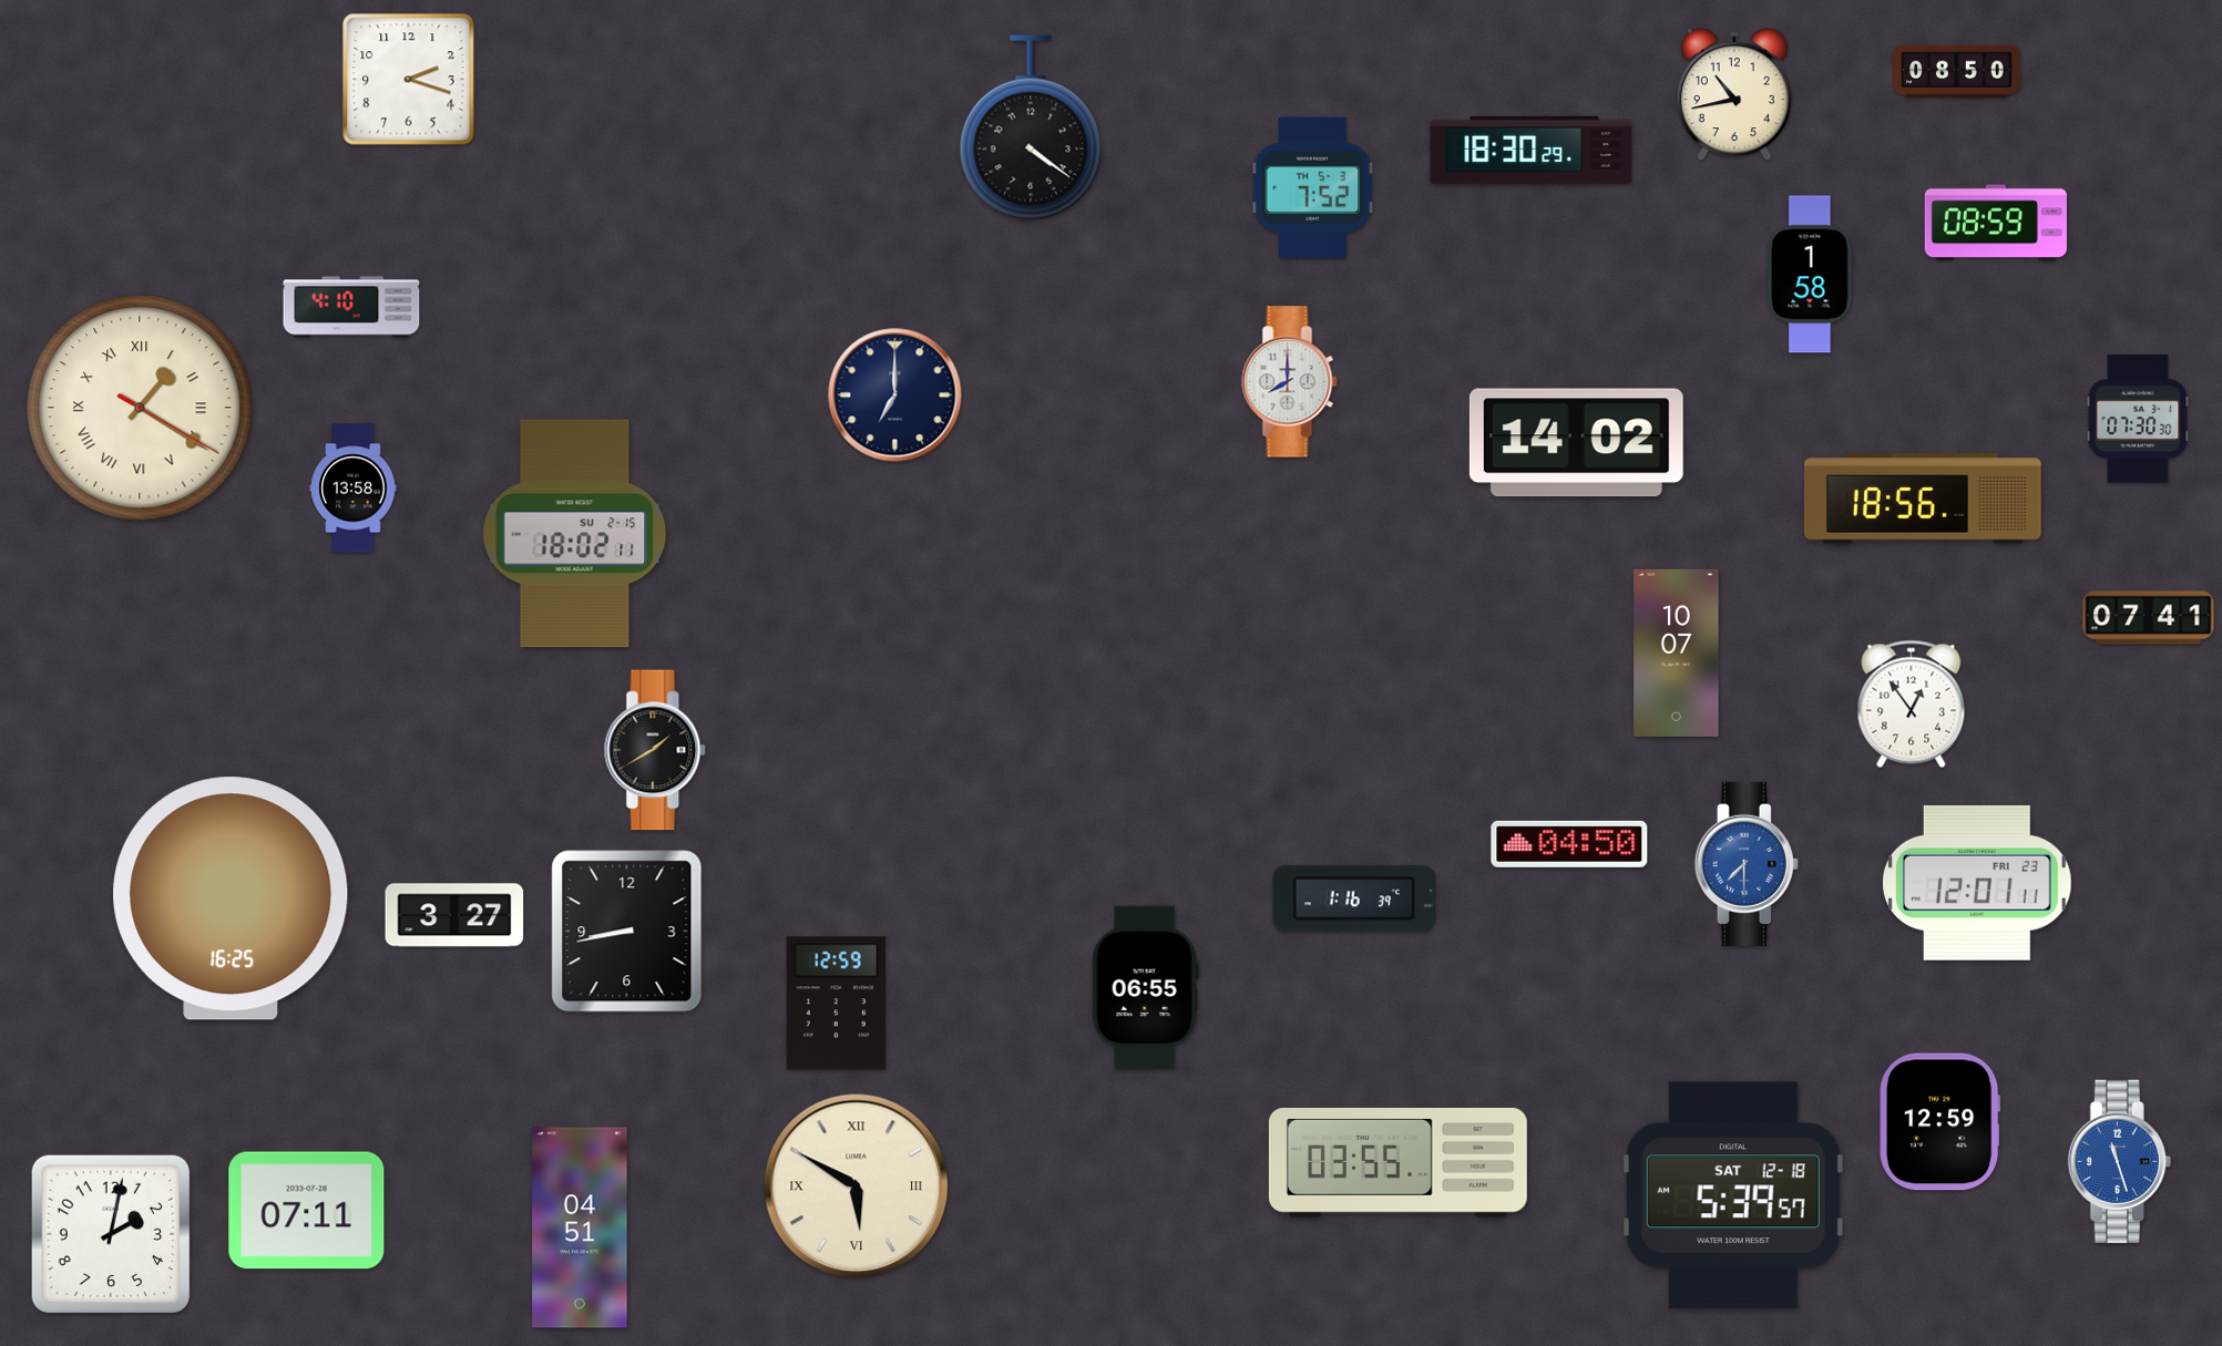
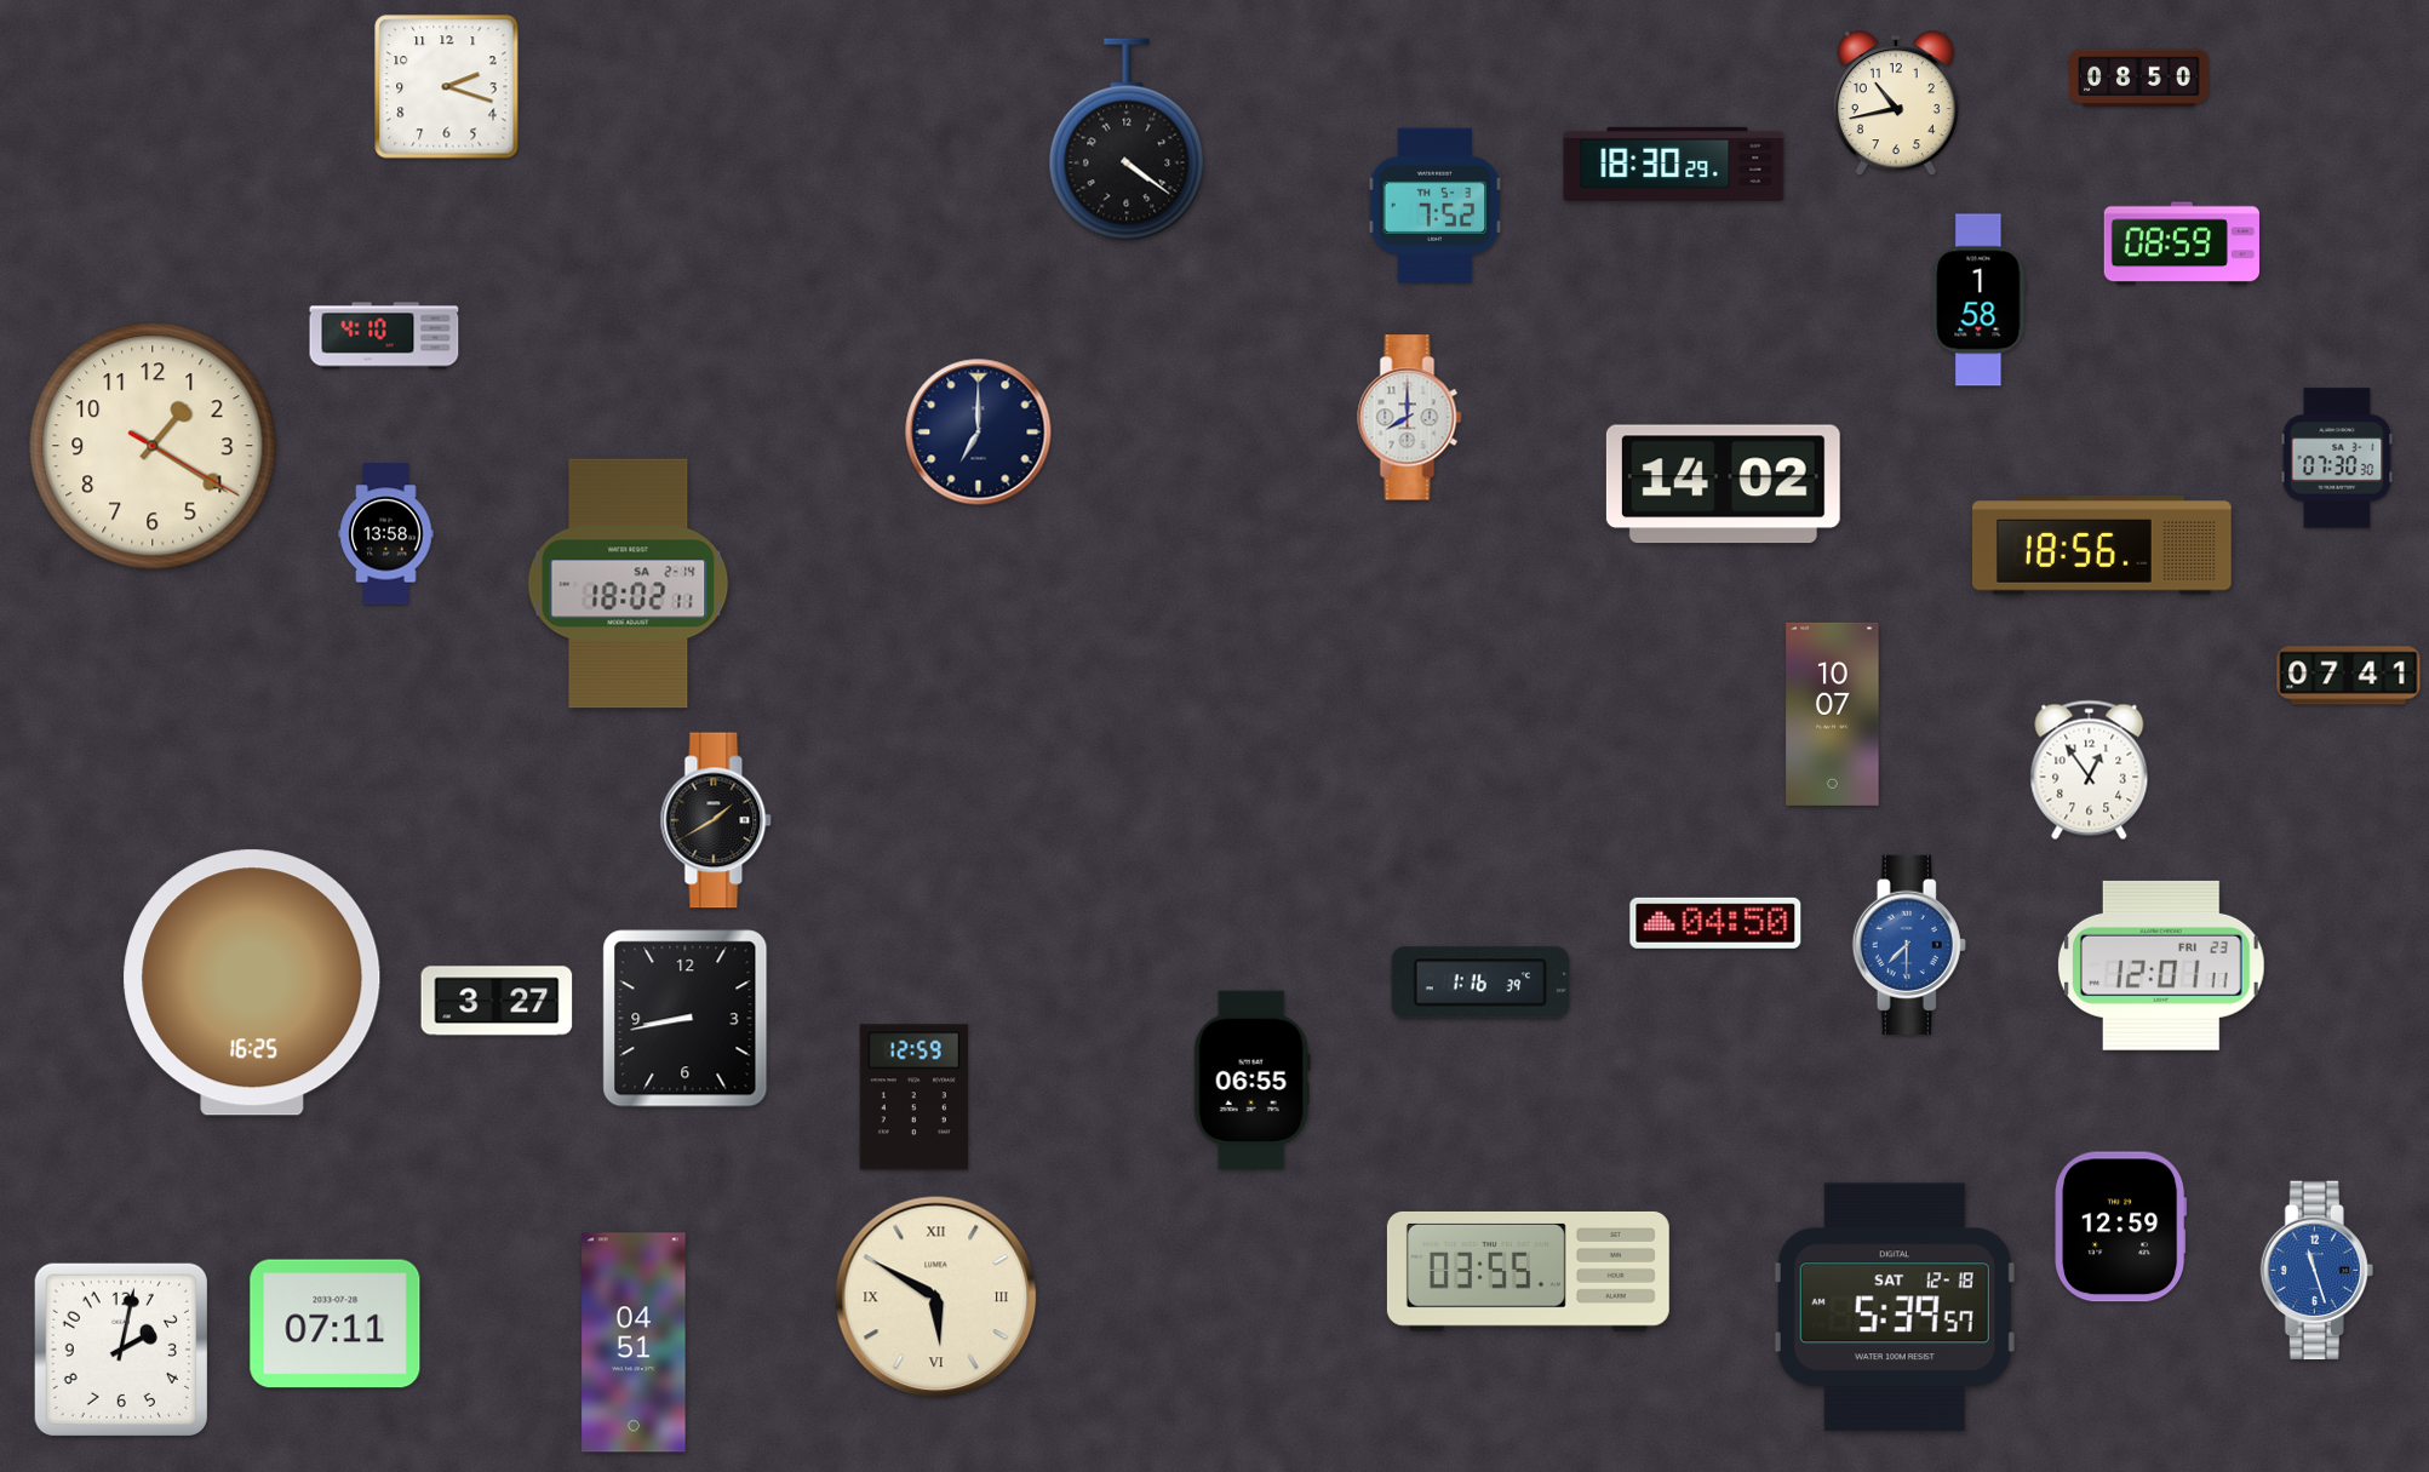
clock at (140, 408) numerals: Roman -> Arabic
clock at (575, 534) date: SU 2-15 -> SA 2-14
